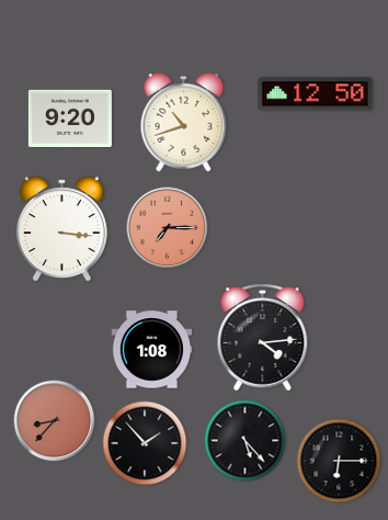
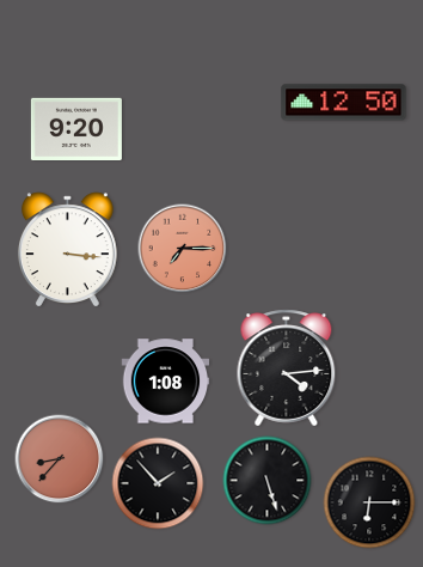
clock at (184, 123): 10:42 -> none
clock at (246, 441): 5:23 -> 5:27
